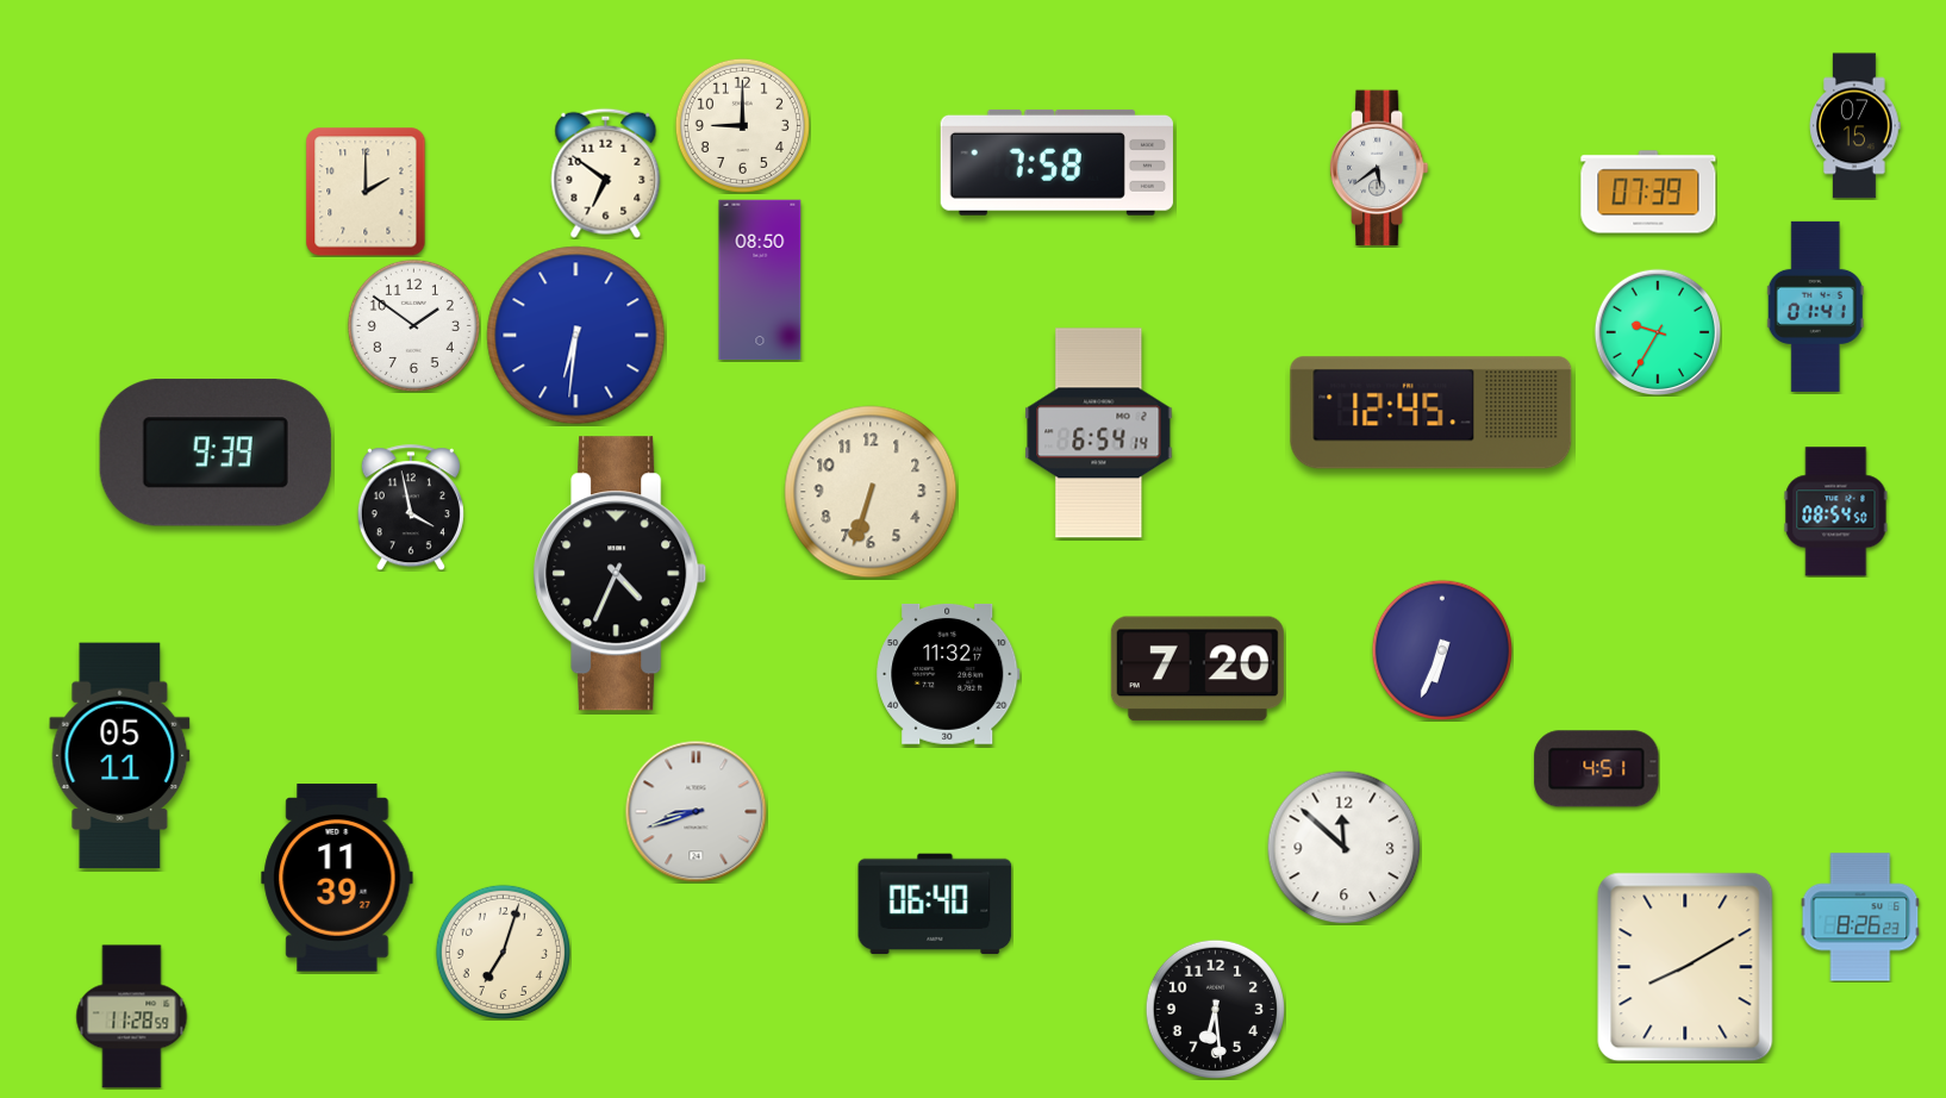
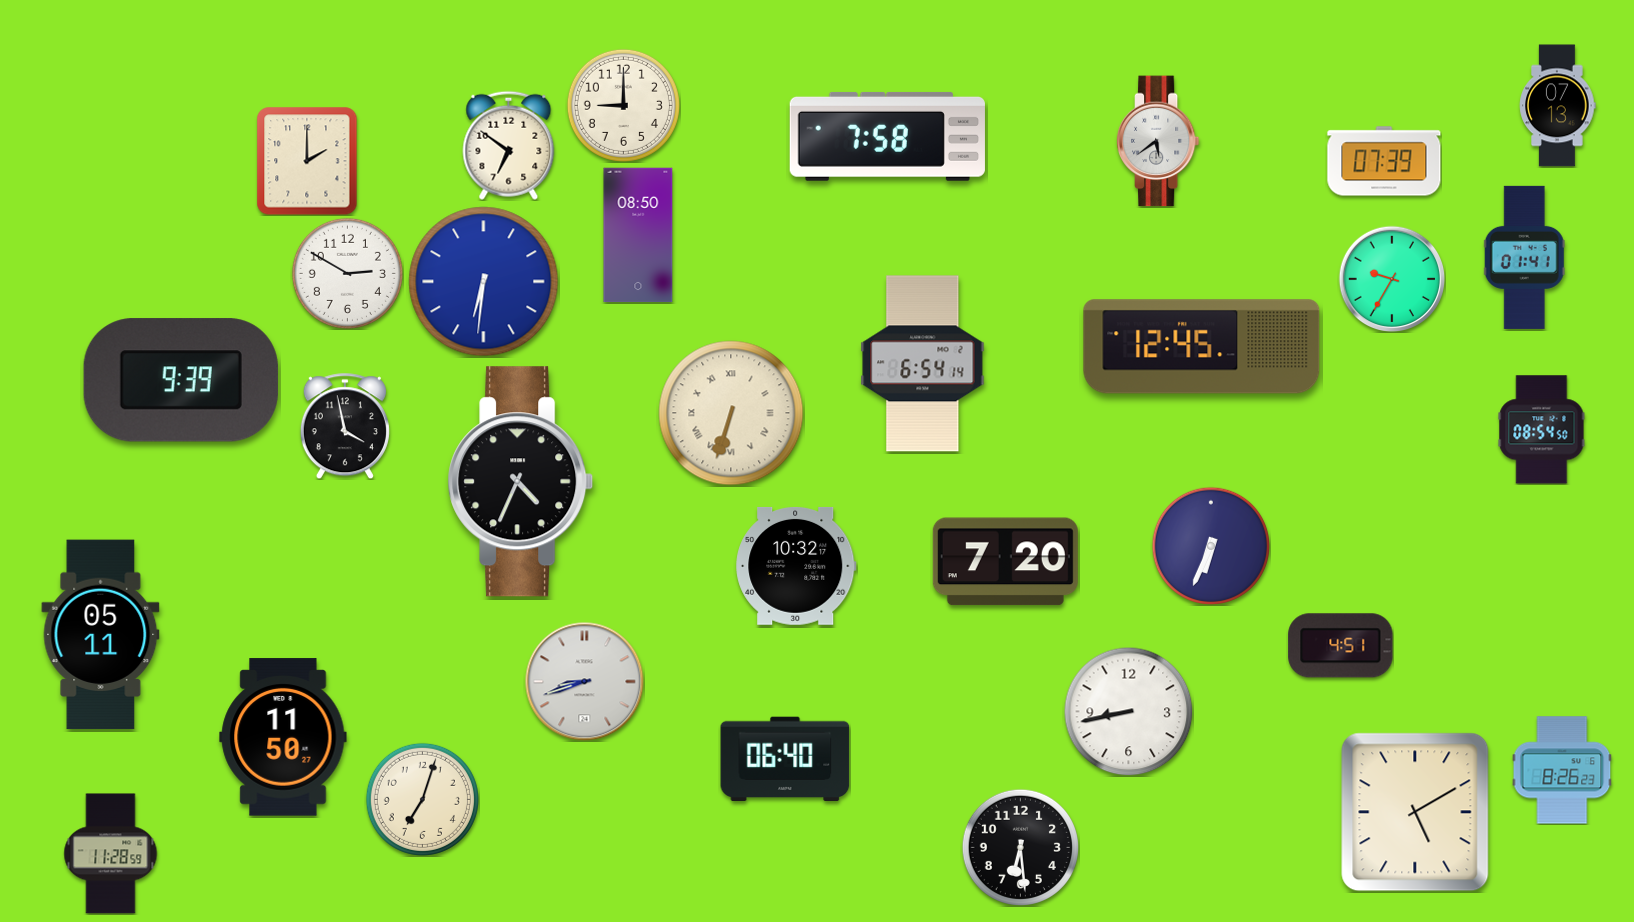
clock at (1855, 126): 07:15 -> 07:13
clock at (413, 325): 1:51 -> 2:50
clock at (871, 492) numerals: Arabic -> Roman
clock at (948, 674): 11:32 -> 10:32
clock at (1343, 847): 11:52 -> 8:43
clock at (337, 878): 11:39 -> 11:50
clock at (1685, 967): 8:10 -> 5:10
